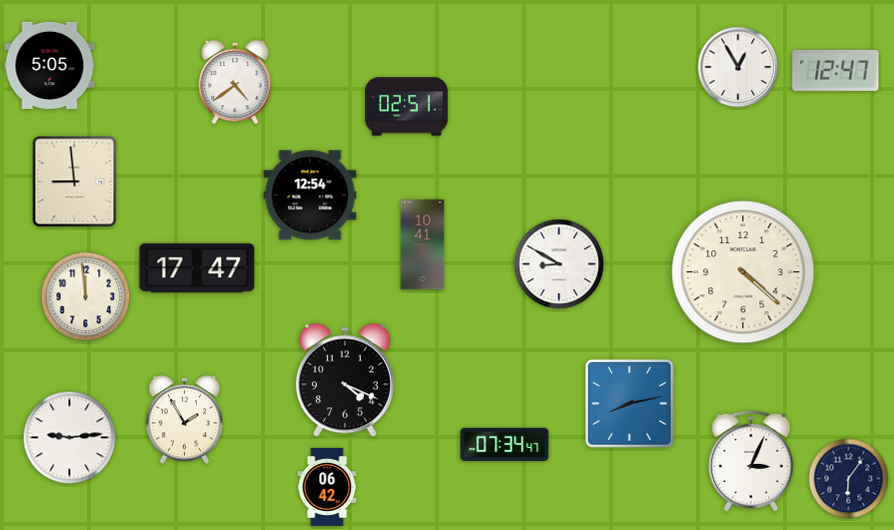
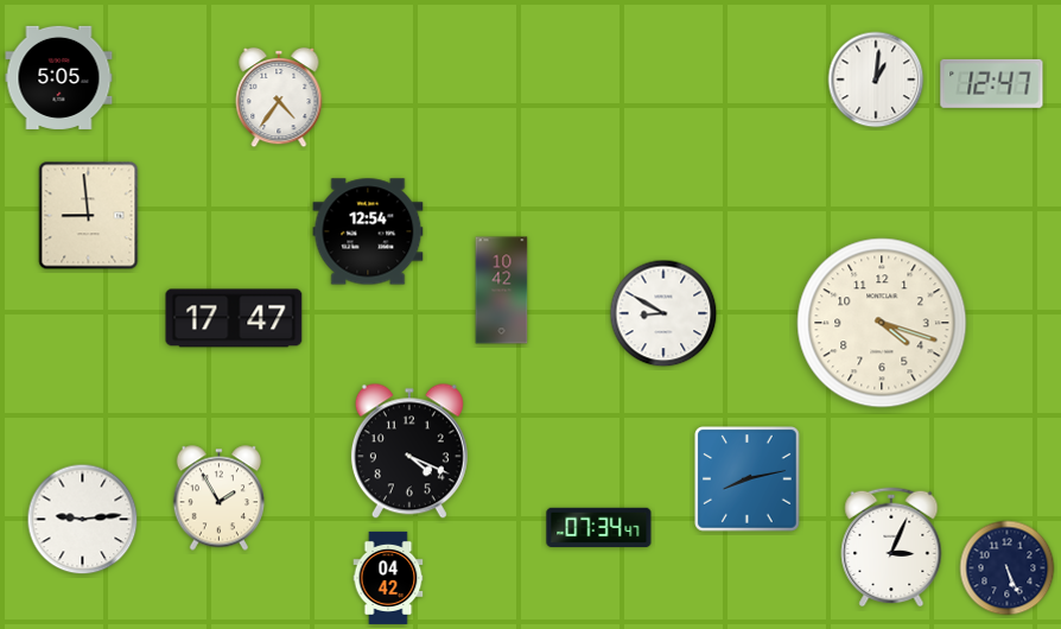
clock at (738, 67): 12:55 -> 1:01
clock at (235, 82): 4:39 -> 4:36
clock at (407, 107): 02:51 -> none
clock at (423, 245): 10:41 -> 10:42
clock at (743, 272): 4:22 -> 4:18
clock at (86, 297): 11:59 -> none
clock at (849, 479): 6:06 -> 5:26
clock at (327, 487): 06:42 -> 04:42
